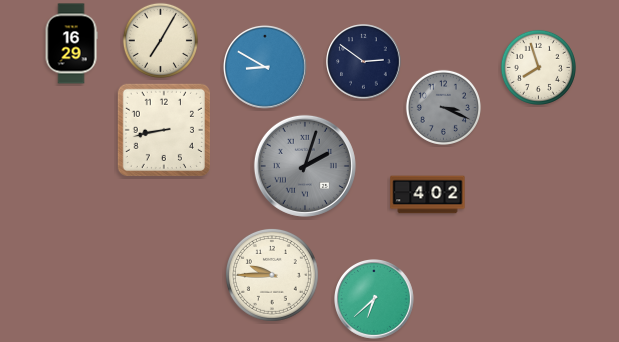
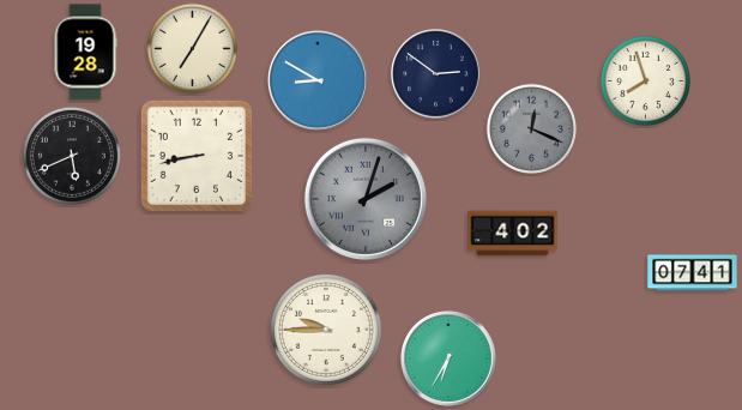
clock at (71, 44): 16:29 -> 19:28
clock at (443, 107): 3:19 -> 12:19
clock at (72, 156): none -> 5:41
clock at (693, 273): none -> 07:41
clock at (375, 300): 6:38 -> 6:35
